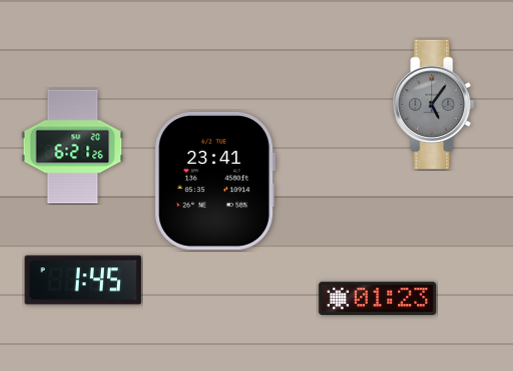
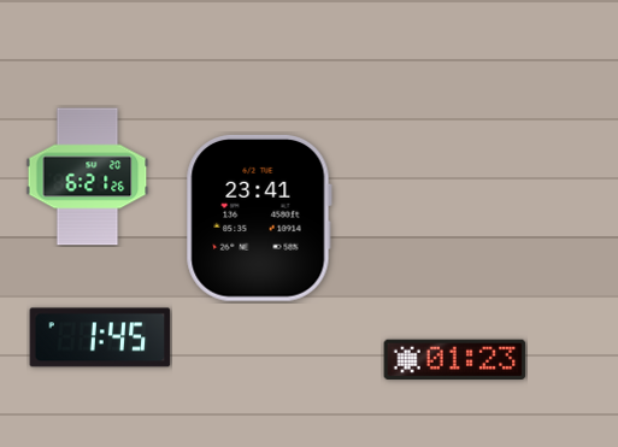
clock at (434, 104): 5:06 -> none
